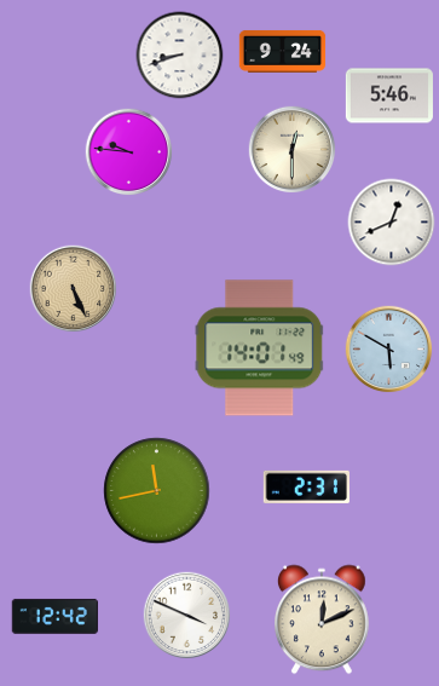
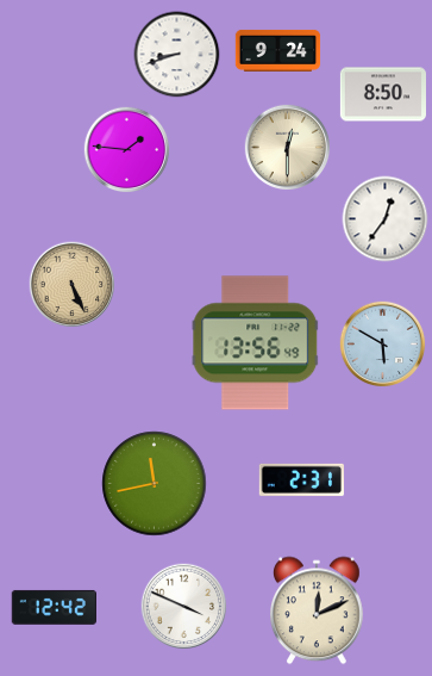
clock at (389, 96): 5:46 -> 8:50
clock at (129, 152): 9:46 -> 1:46
clock at (392, 223): 12:41 -> 12:36
clock at (260, 348): 14:01 -> 13:56
